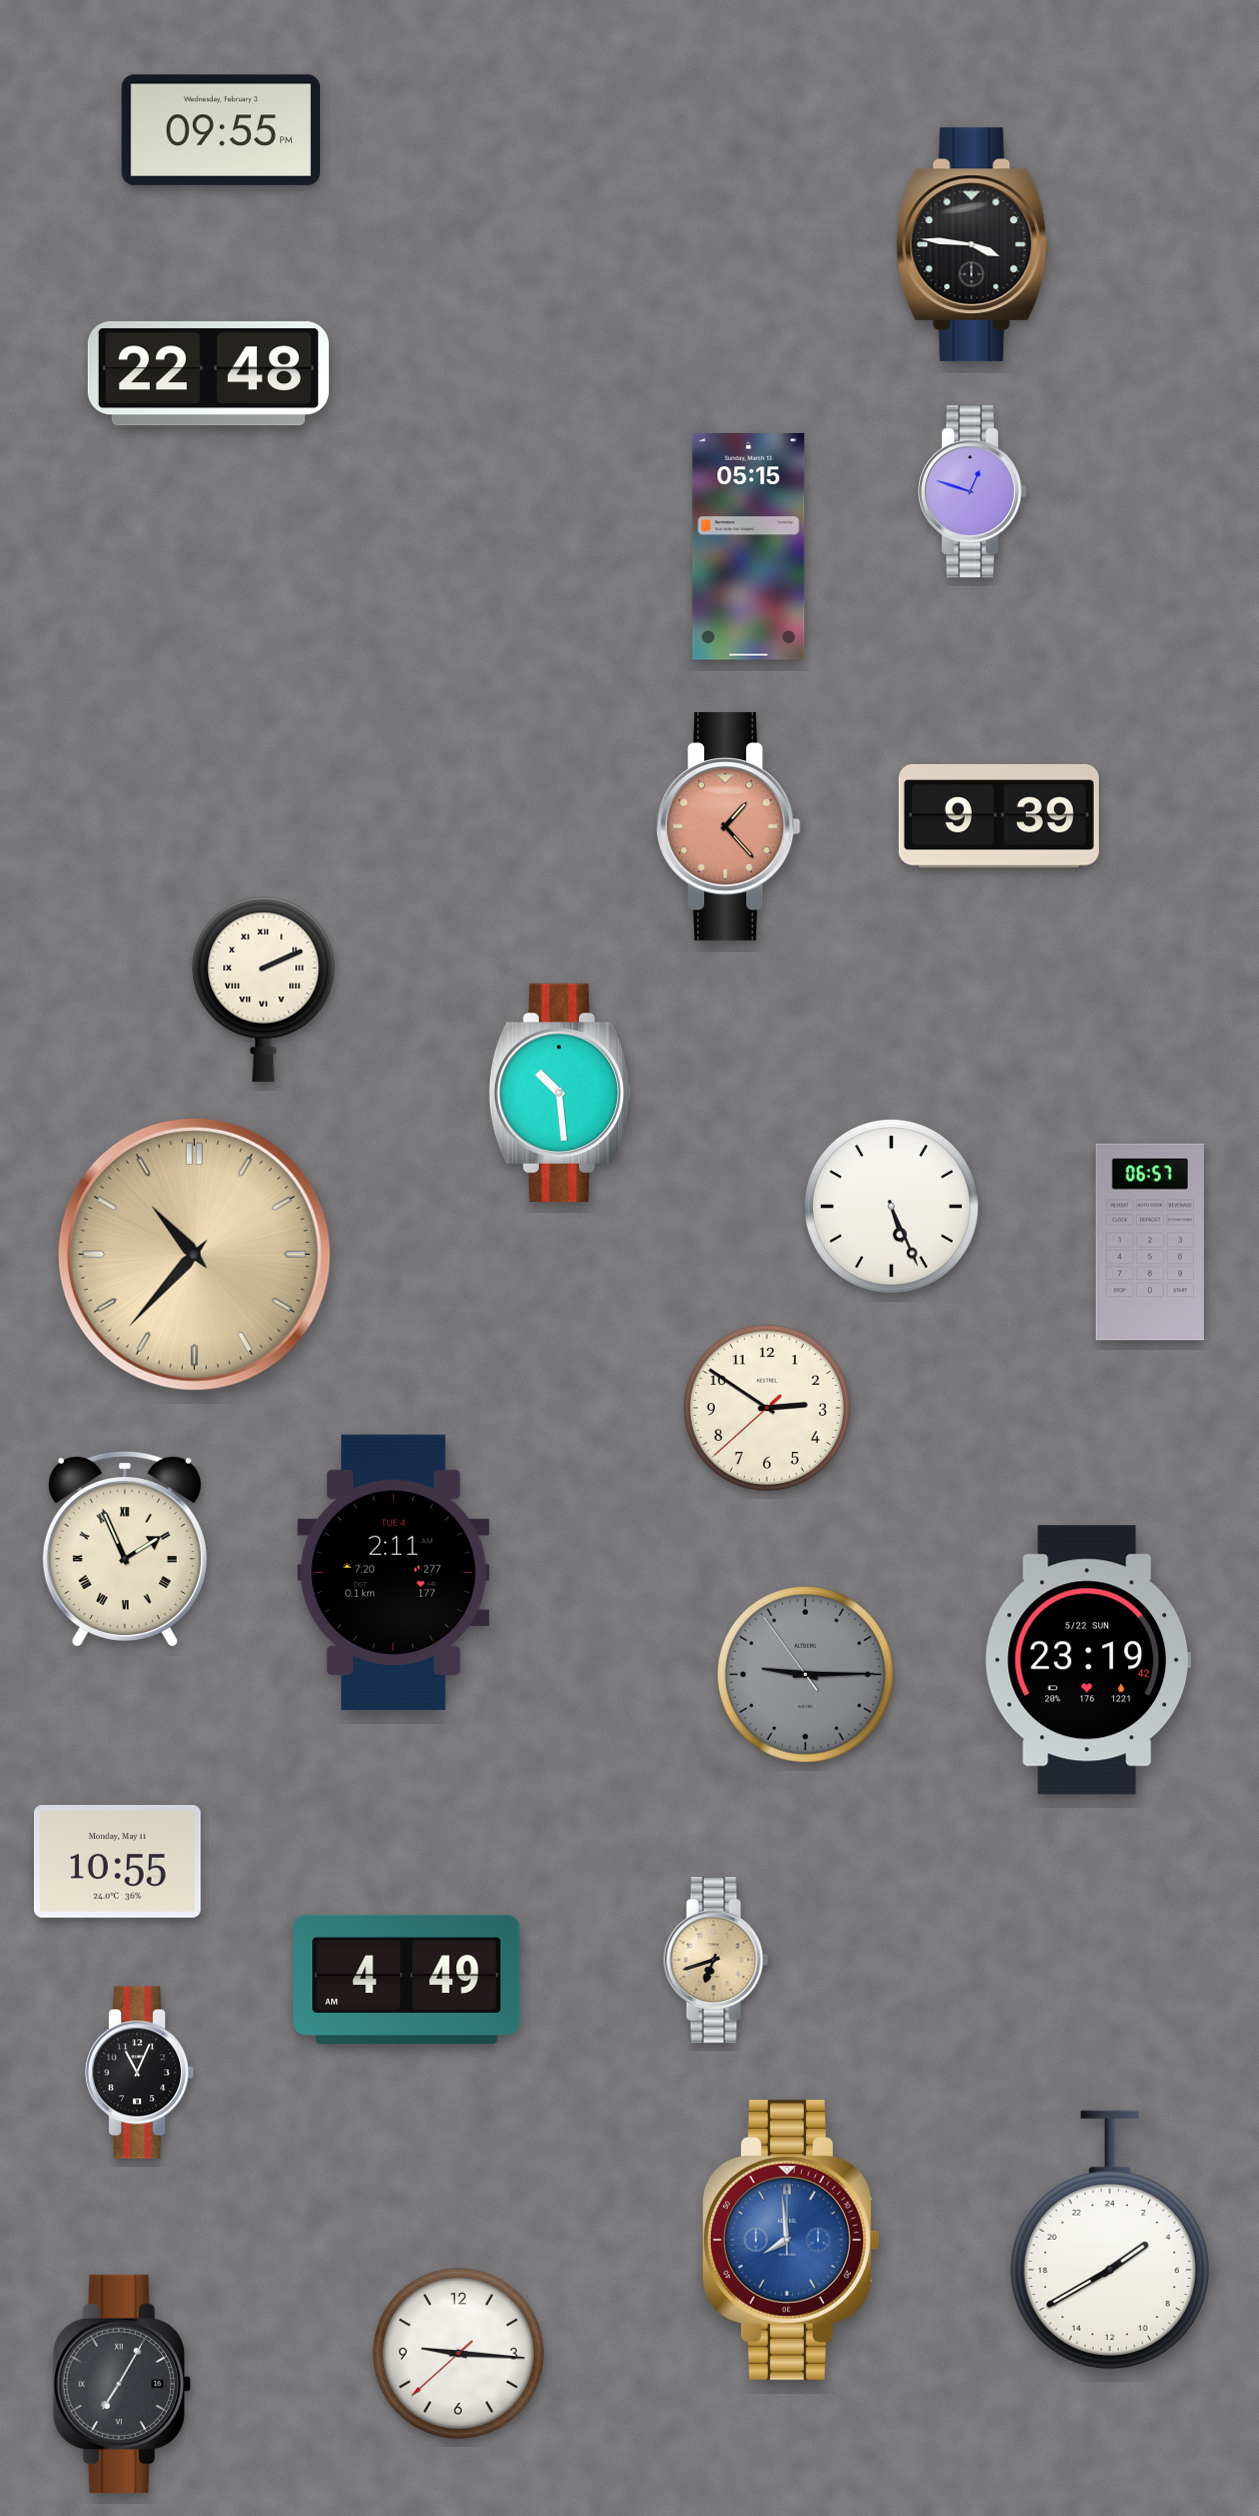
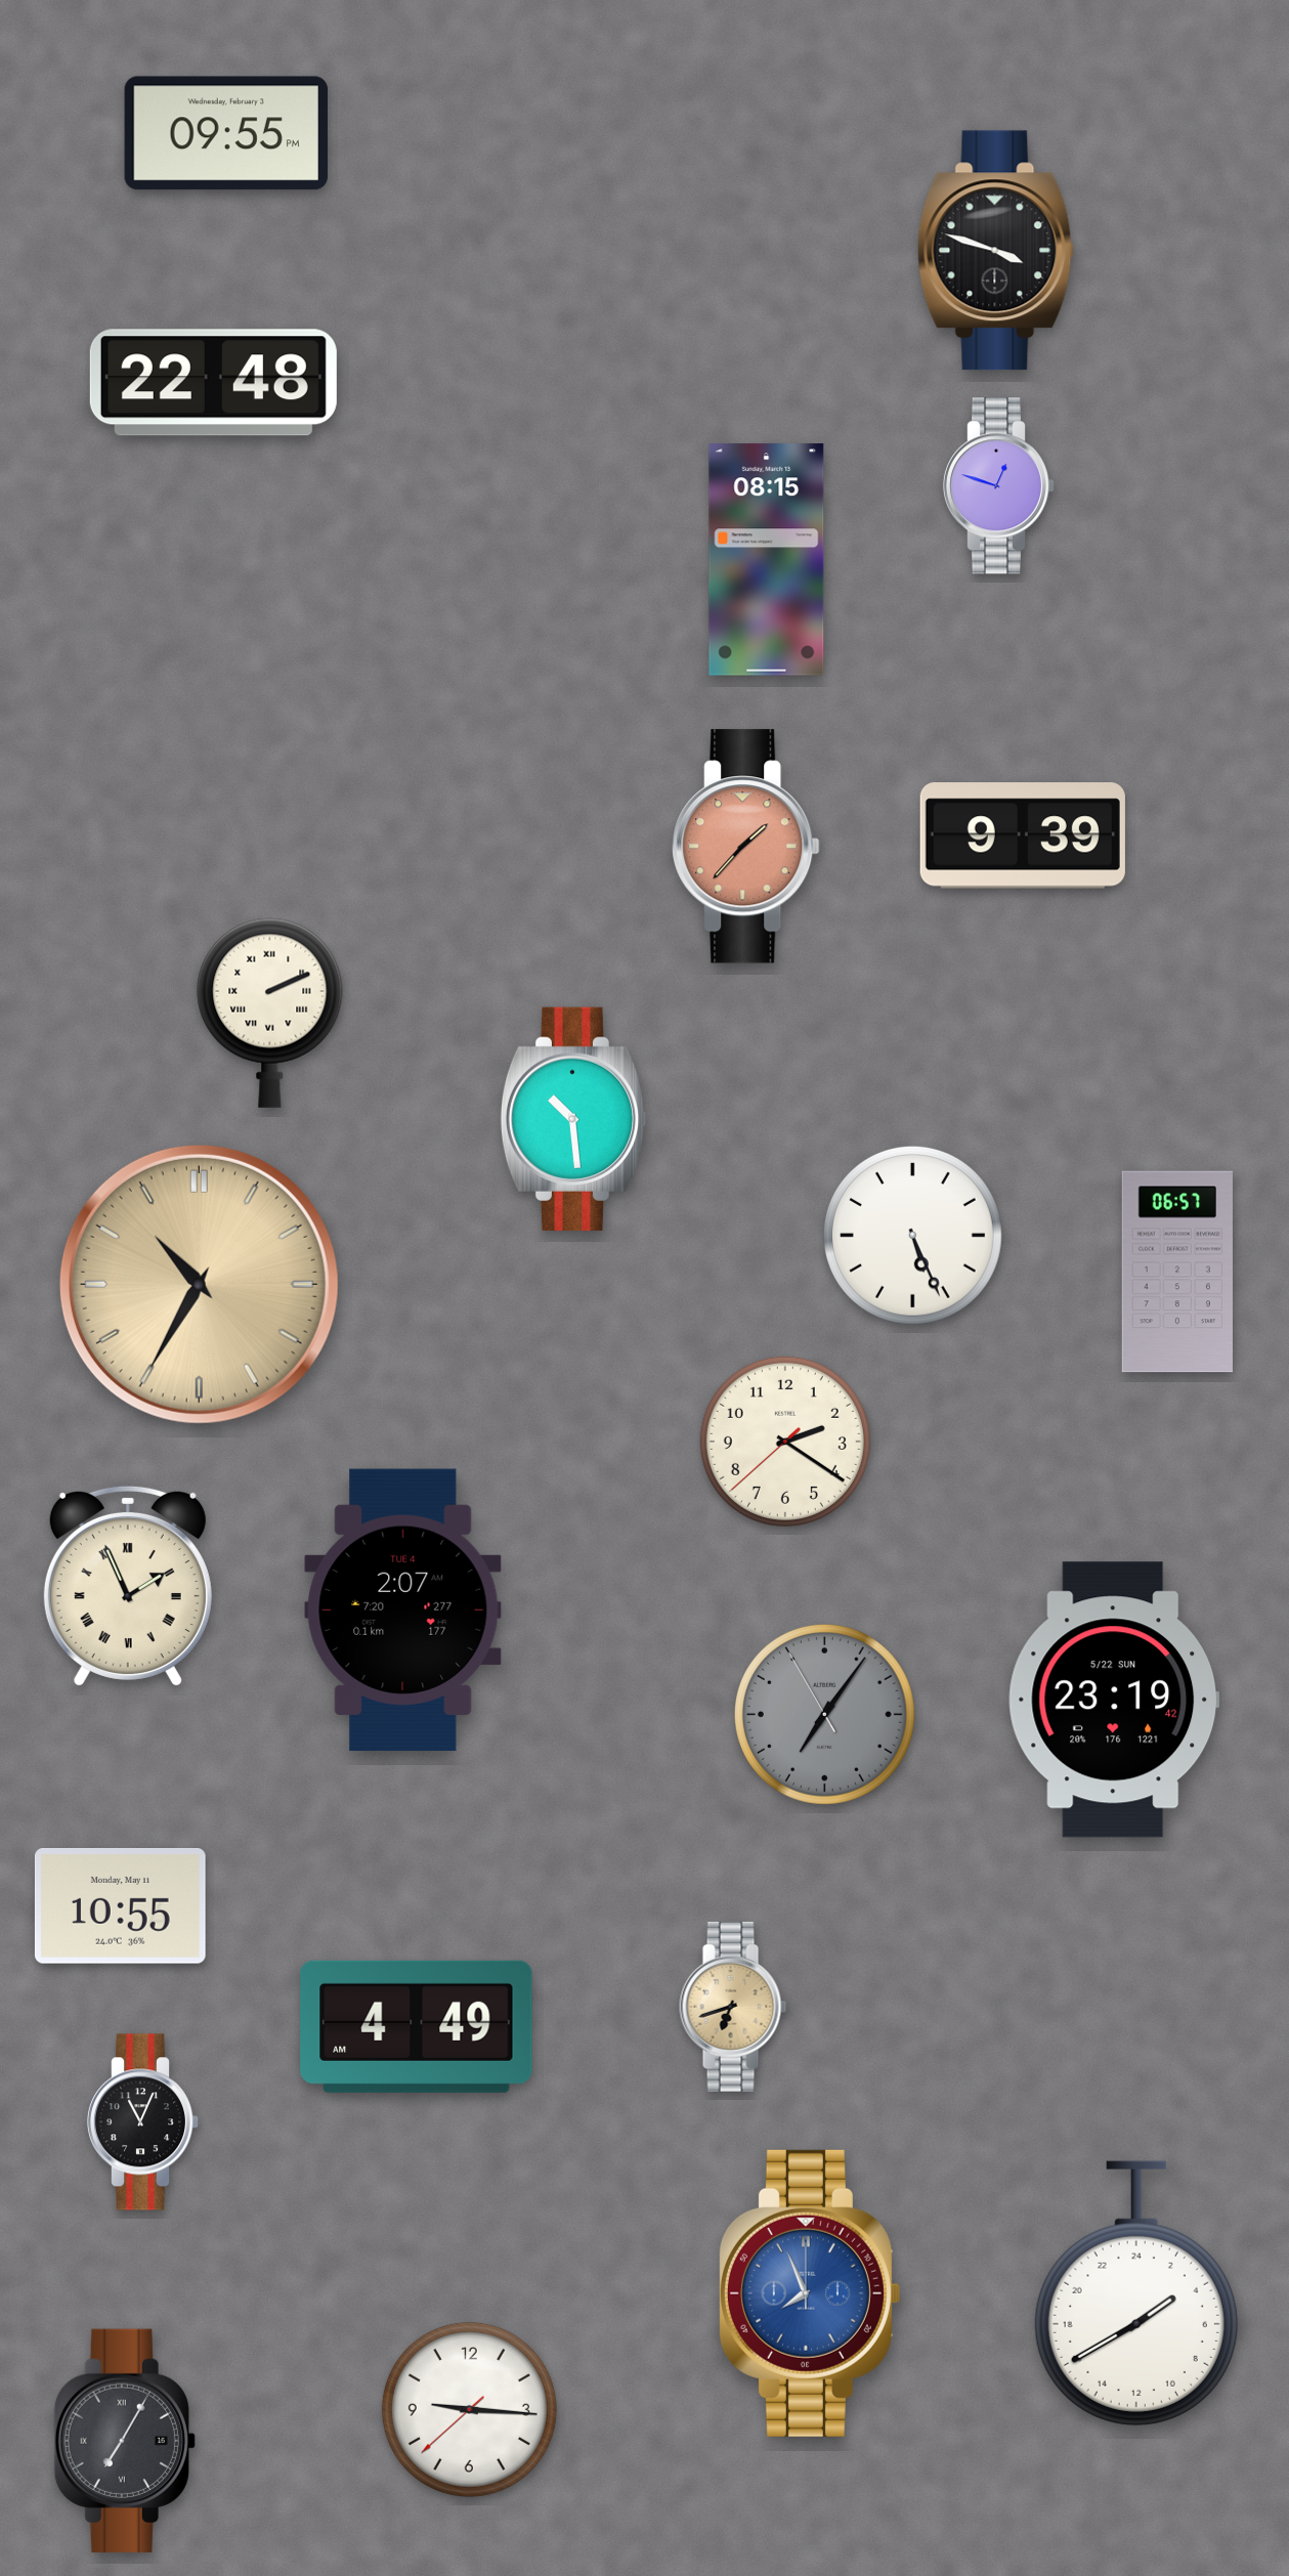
clock at (973, 245): 3:46 -> 3:48
clock at (973, 492) position: (973, 492) -> (999, 486)
clock at (749, 547): 05:15 -> 08:15
clock at (729, 827): 1:23 -> 1:37
clock at (194, 1254): 10:37 -> 10:35
clock at (767, 1408): 2:50 -> 2:20
clock at (394, 1572): 2:11 -> 2:07
clock at (805, 1674): 9:14 -> 7:05
clock at (790, 2240): 7:59 -> 7:56
